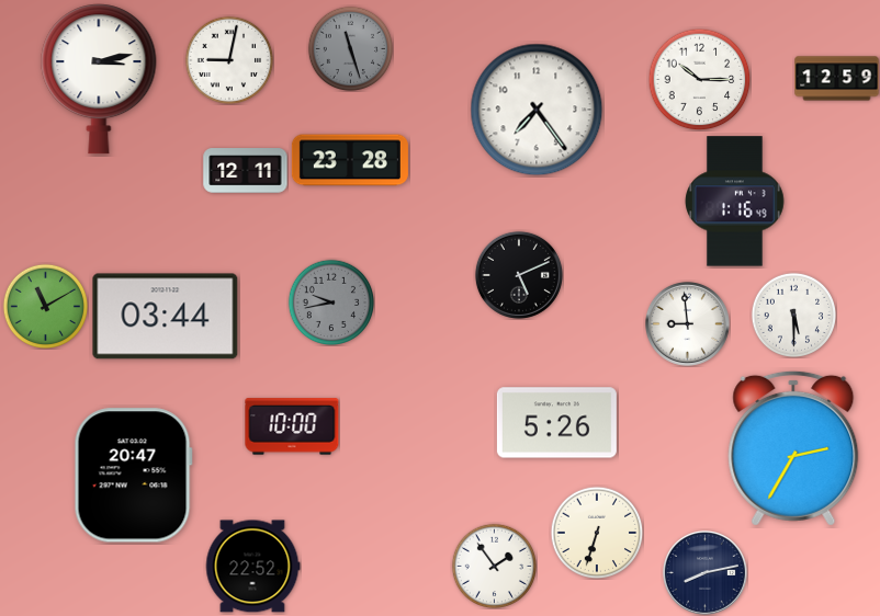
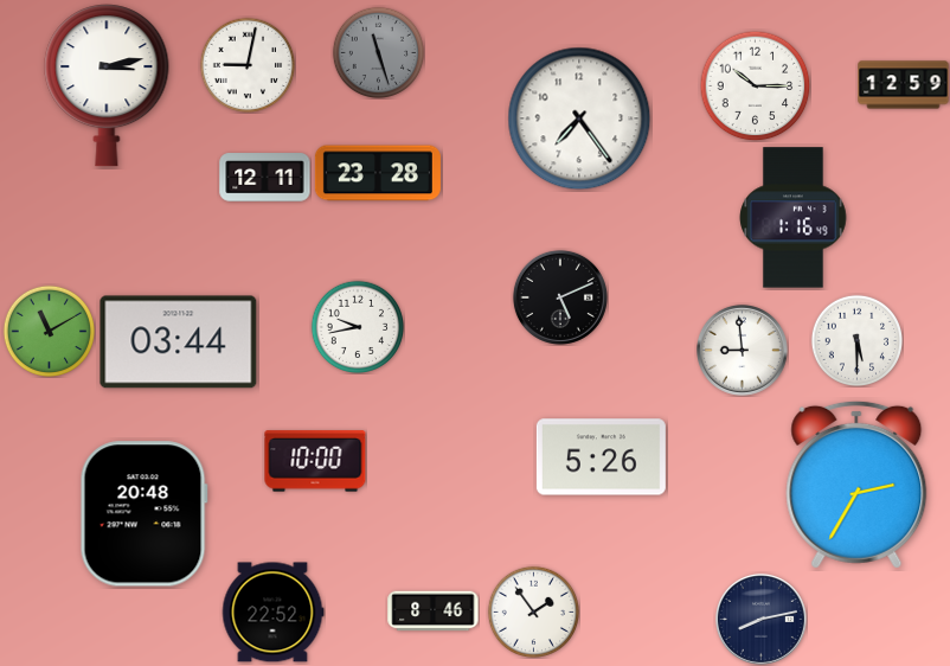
clock at (246, 171) position: (246, 171) -> (265, 178)
clock at (331, 303) dial: grey -> white
clock at (133, 476): 20:47 -> 20:48
clock at (597, 533): 6:33 -> none
clock at (434, 611): none -> 8:46
